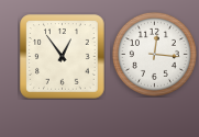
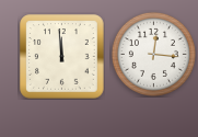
clock at (63, 57): 12:54 -> 11:59
